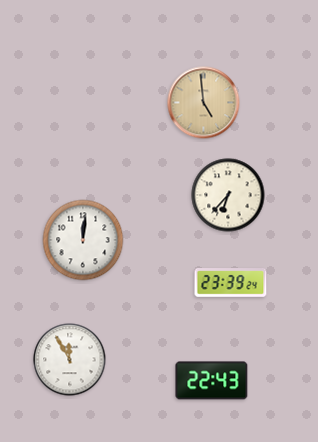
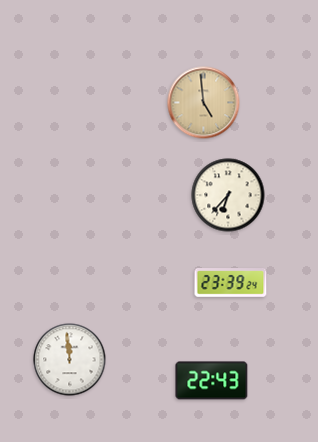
clock at (83, 240): 12:01 -> none
clock at (70, 360): 11:55 -> 11:59
